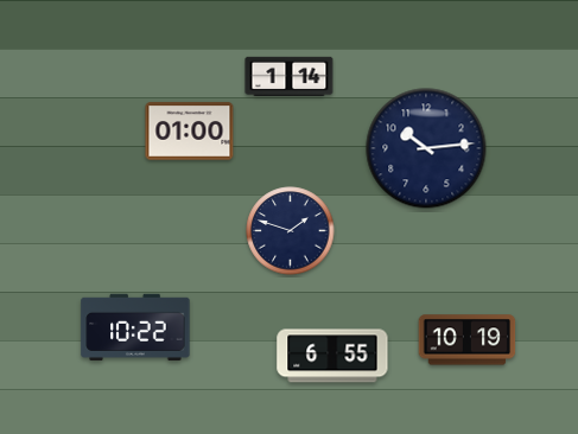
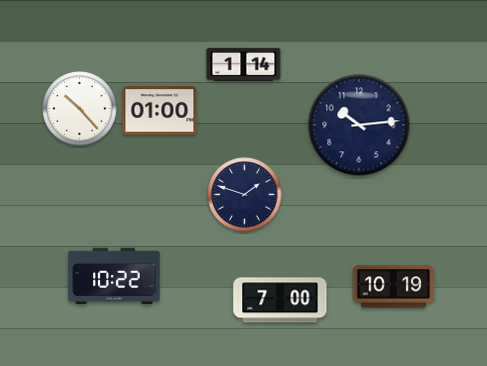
clock at (80, 109): none -> 10:23
clock at (332, 356): 6:55 -> 7:00
